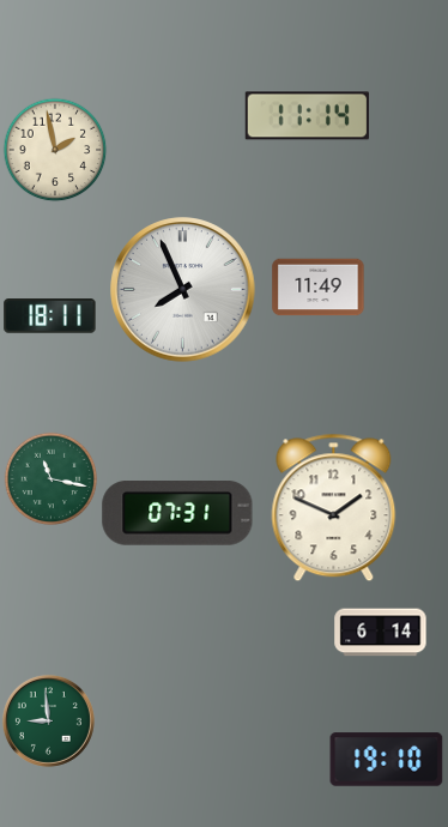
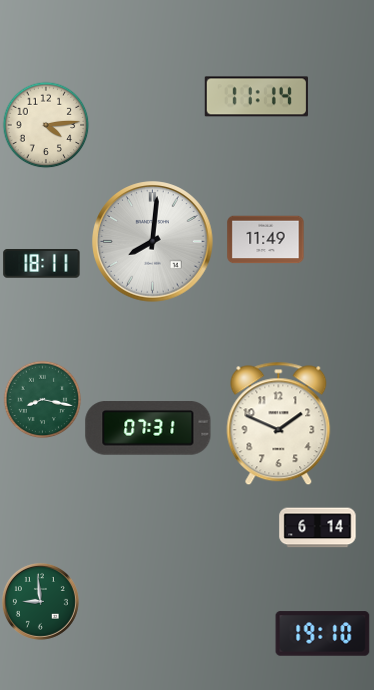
clock at (55, 150): 1:58 -> 4:14
clock at (183, 290): 7:56 -> 8:01
clock at (50, 478): 11:17 -> 8:17
